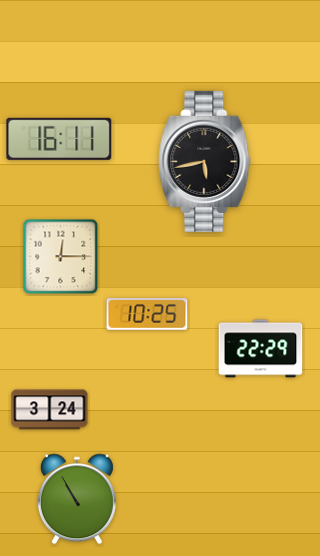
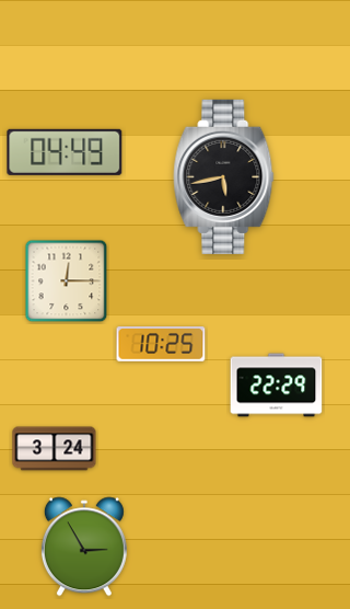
clock at (59, 139): 16:11 -> 04:49
clock at (261, 349) position: (261, 349) -> (277, 386)
clock at (77, 499): 10:55 -> 2:55
